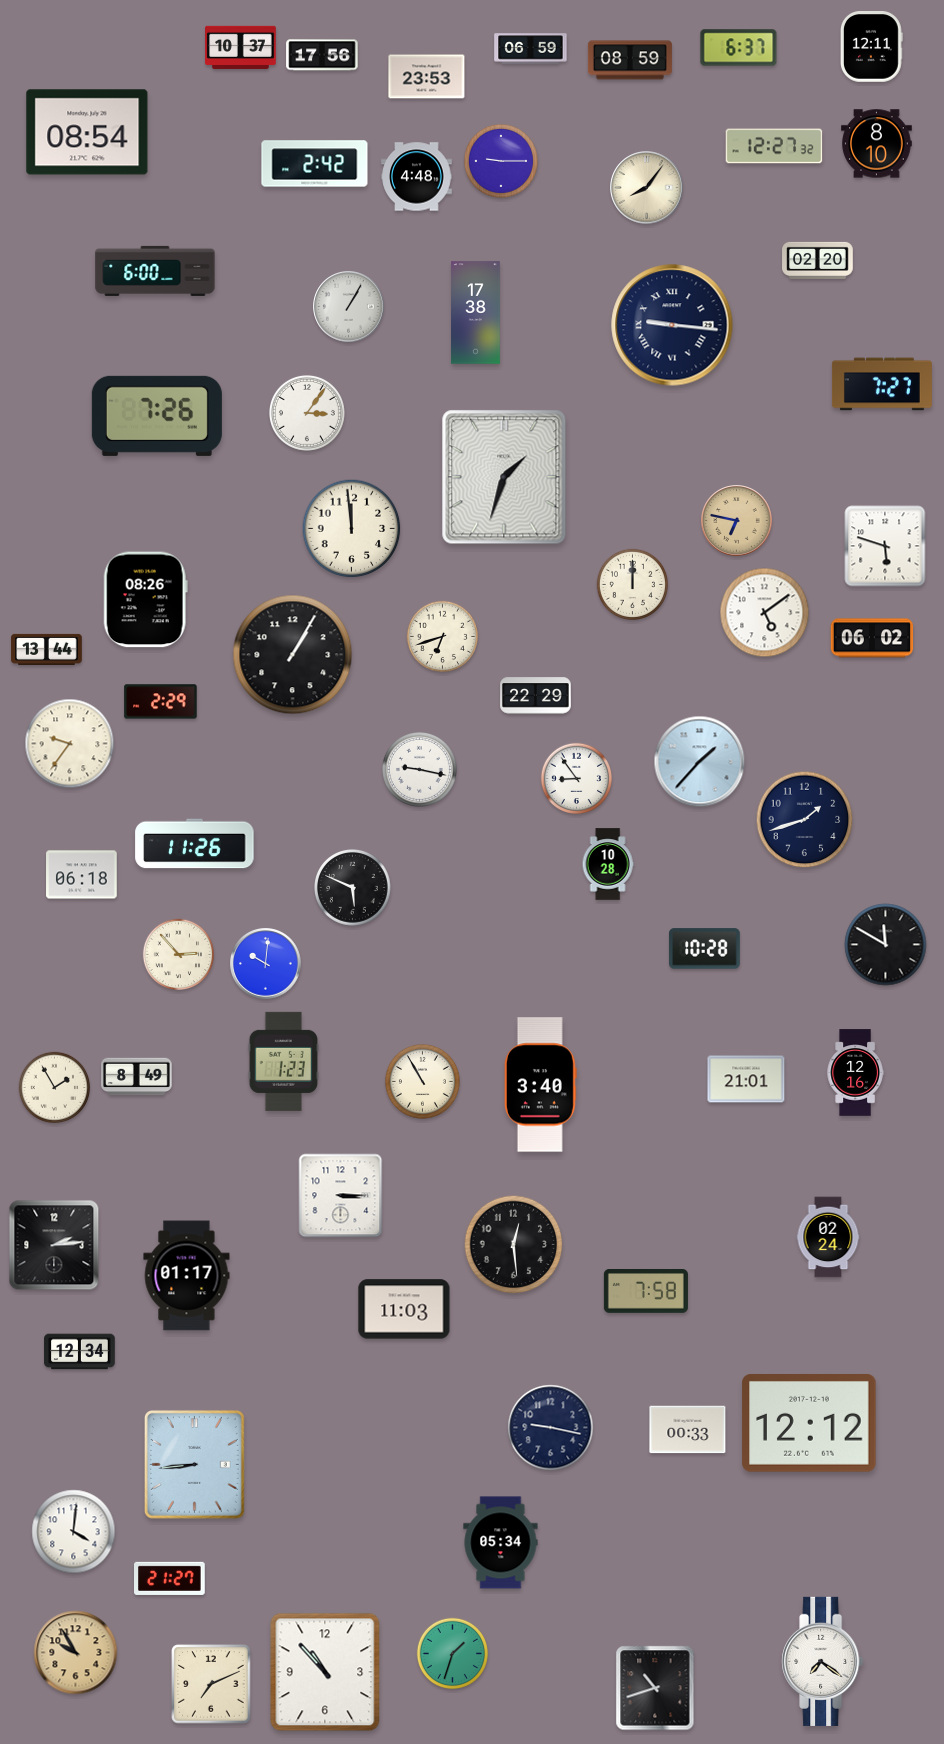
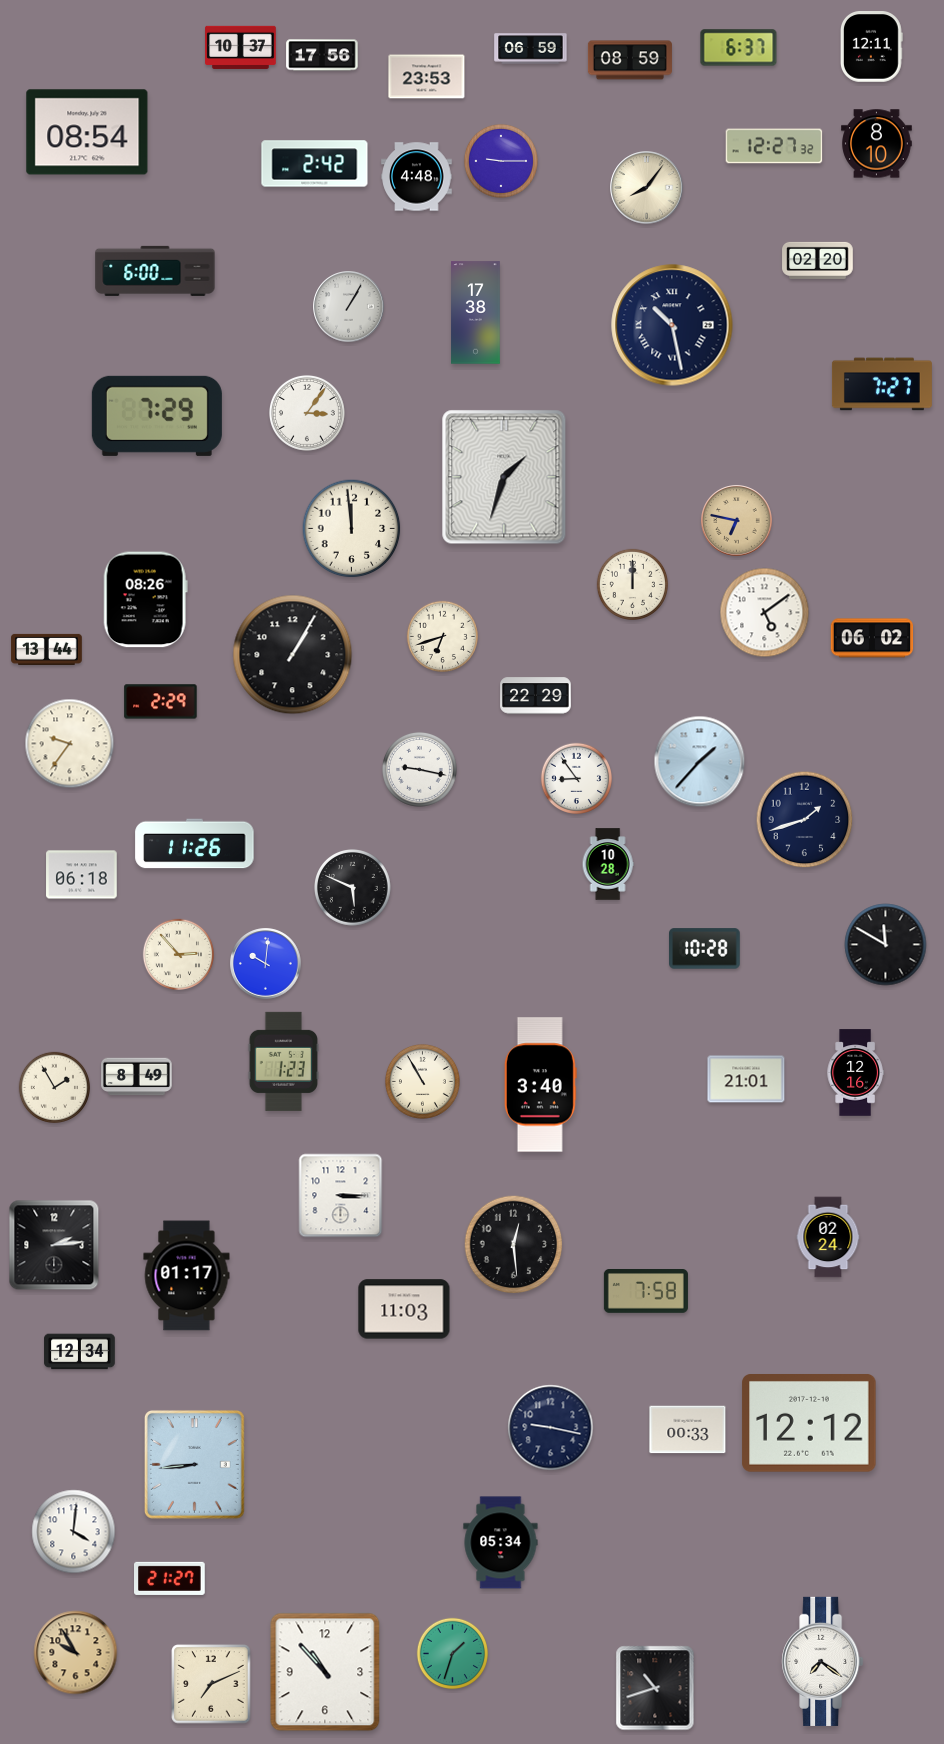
clock at (672, 325): 9:16 -> 10:28
clock at (157, 416): 7:26 -> 7:29
clock at (885, 546): 5:48 -> none
